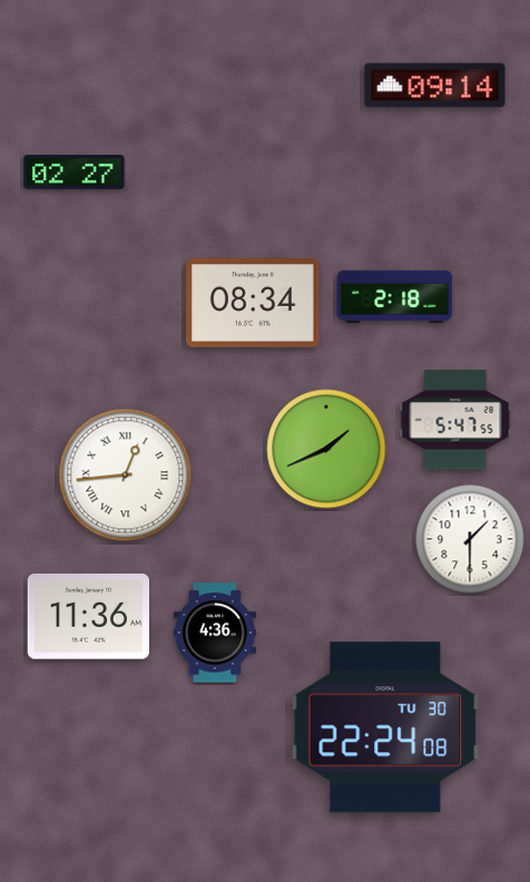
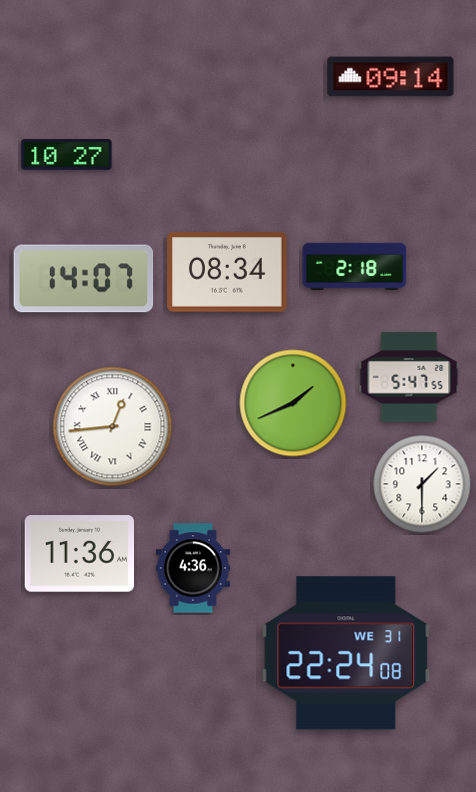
clock at (75, 173): 02:27 -> 10:27
clock at (84, 279): none -> 14:07
clock at (385, 727) date: TU 30 -> WE 31
